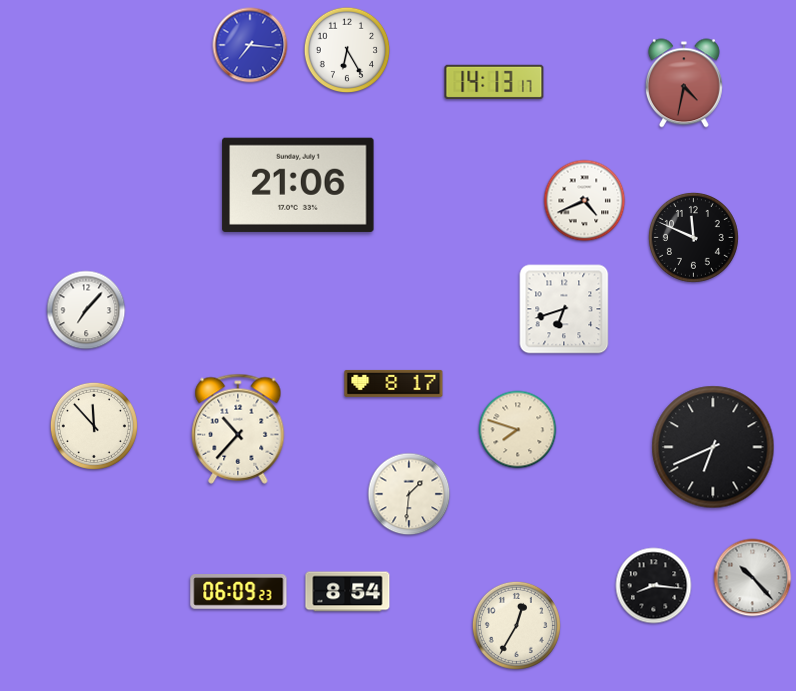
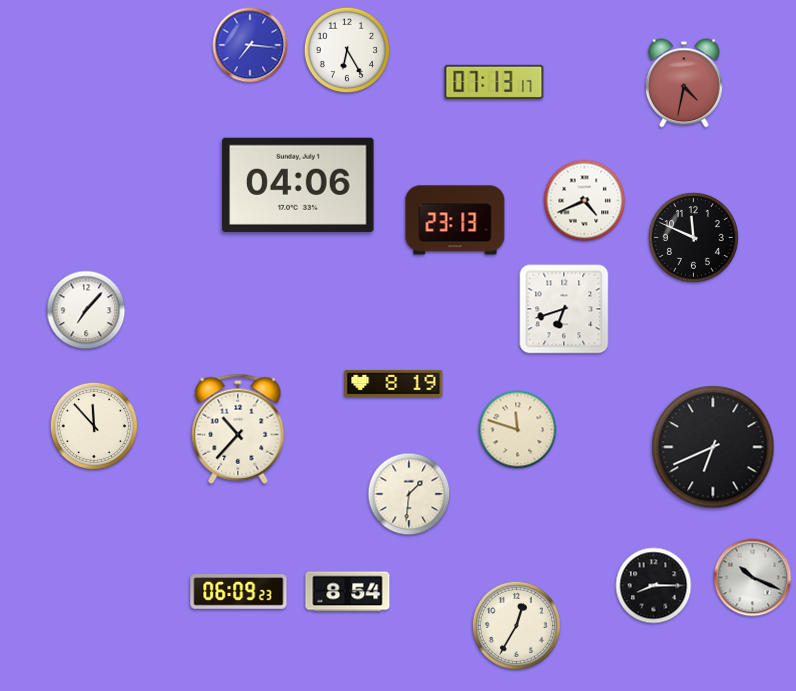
clock at (494, 81): 14:13 -> 07:13
clock at (298, 185): 21:06 -> 04:06
clock at (455, 220): none -> 23:13
clock at (394, 383): 8:17 -> 8:19
clock at (518, 430): 7:48 -> 11:48
clock at (753, 578): 10:23 -> 10:19
clock at (654, 586): 8:16 -> 8:15
